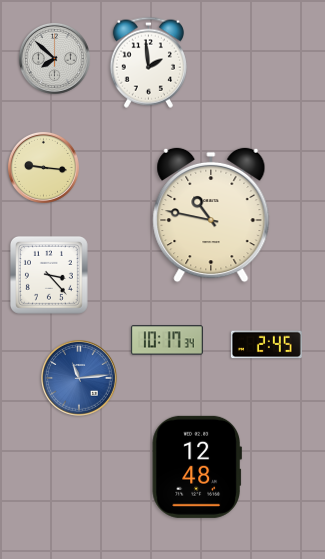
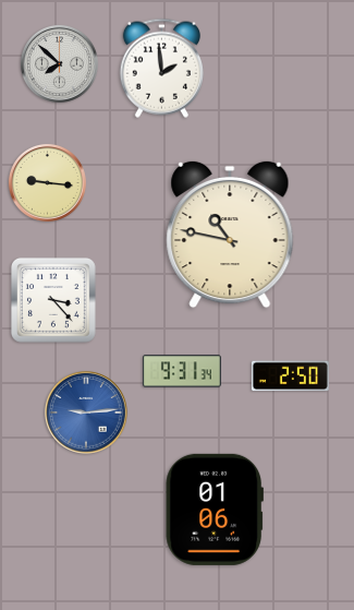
clock at (168, 340): 10:17 -> 9:31
clock at (266, 345): 2:45 -> 2:50
clock at (79, 378): 11:14 -> 9:14
clock at (197, 467): 12:48 -> 01:06
